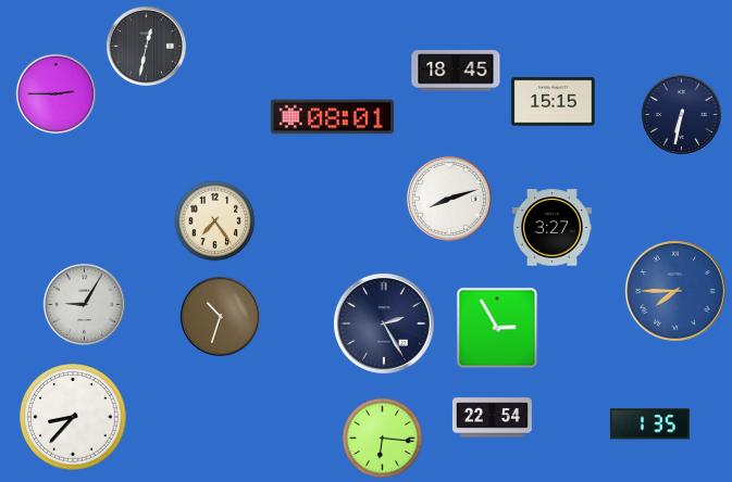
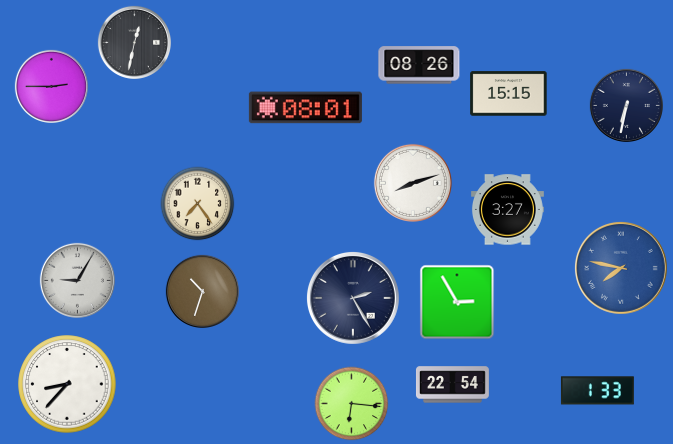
clock at (456, 71): 18:45 -> 08:26
clock at (675, 291): 7:45 -> 7:47
clock at (649, 424): 1:35 -> 1:33
